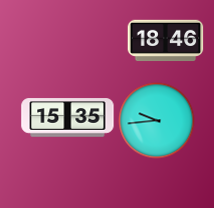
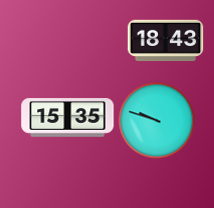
clock at (166, 41): 18:46 -> 18:43
clock at (157, 121): 9:44 -> 9:48
